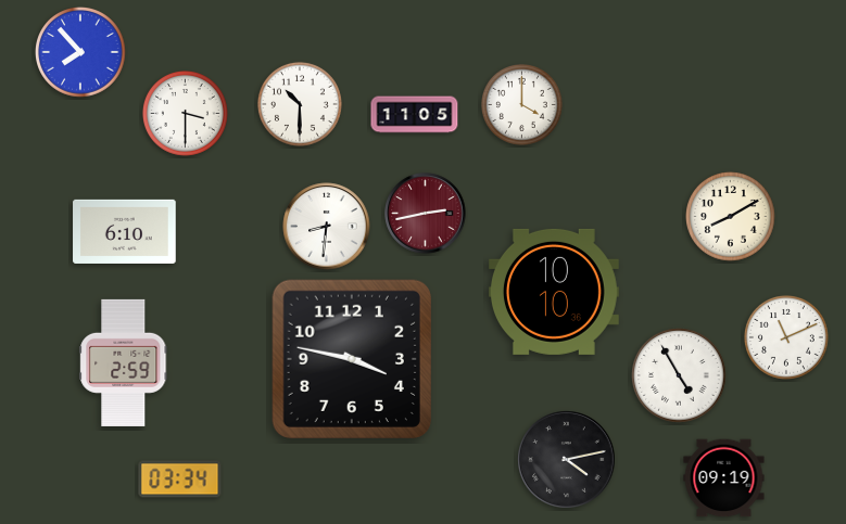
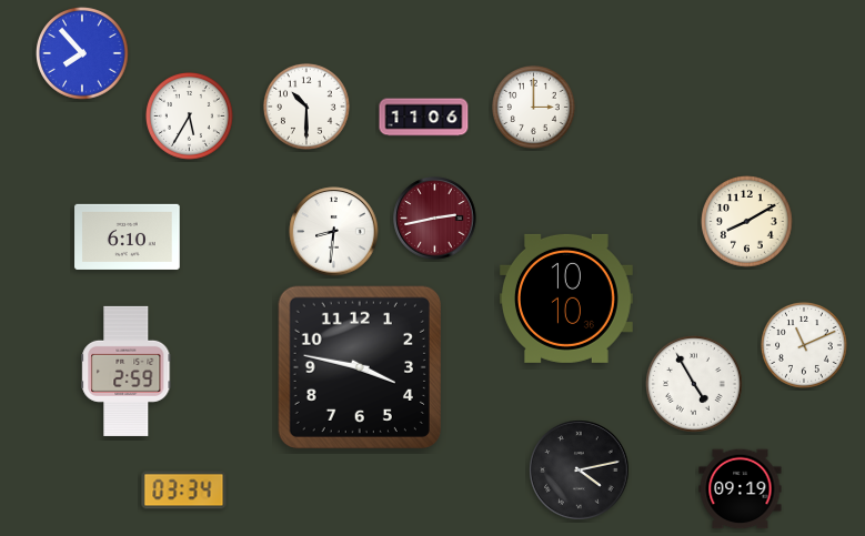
clock at (521, 104): 4:00 -> 3:00
clock at (186, 114): 3:30 -> 5:35
clock at (415, 115): 11:05 -> 11:06
